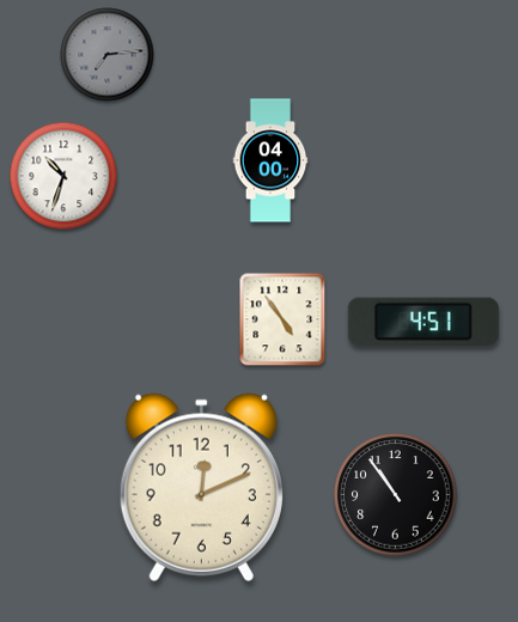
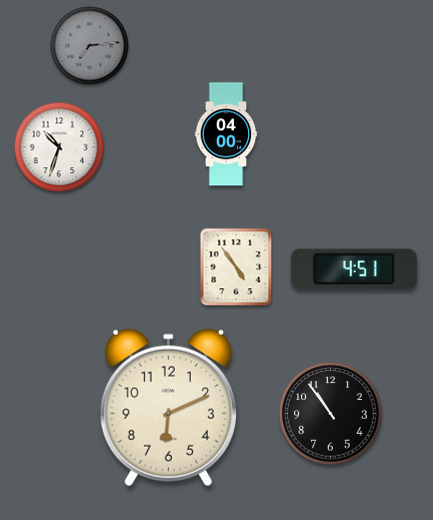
clock at (63, 176) position: (63, 176) -> (59, 147)
clock at (201, 487): 12:11 -> 6:11
